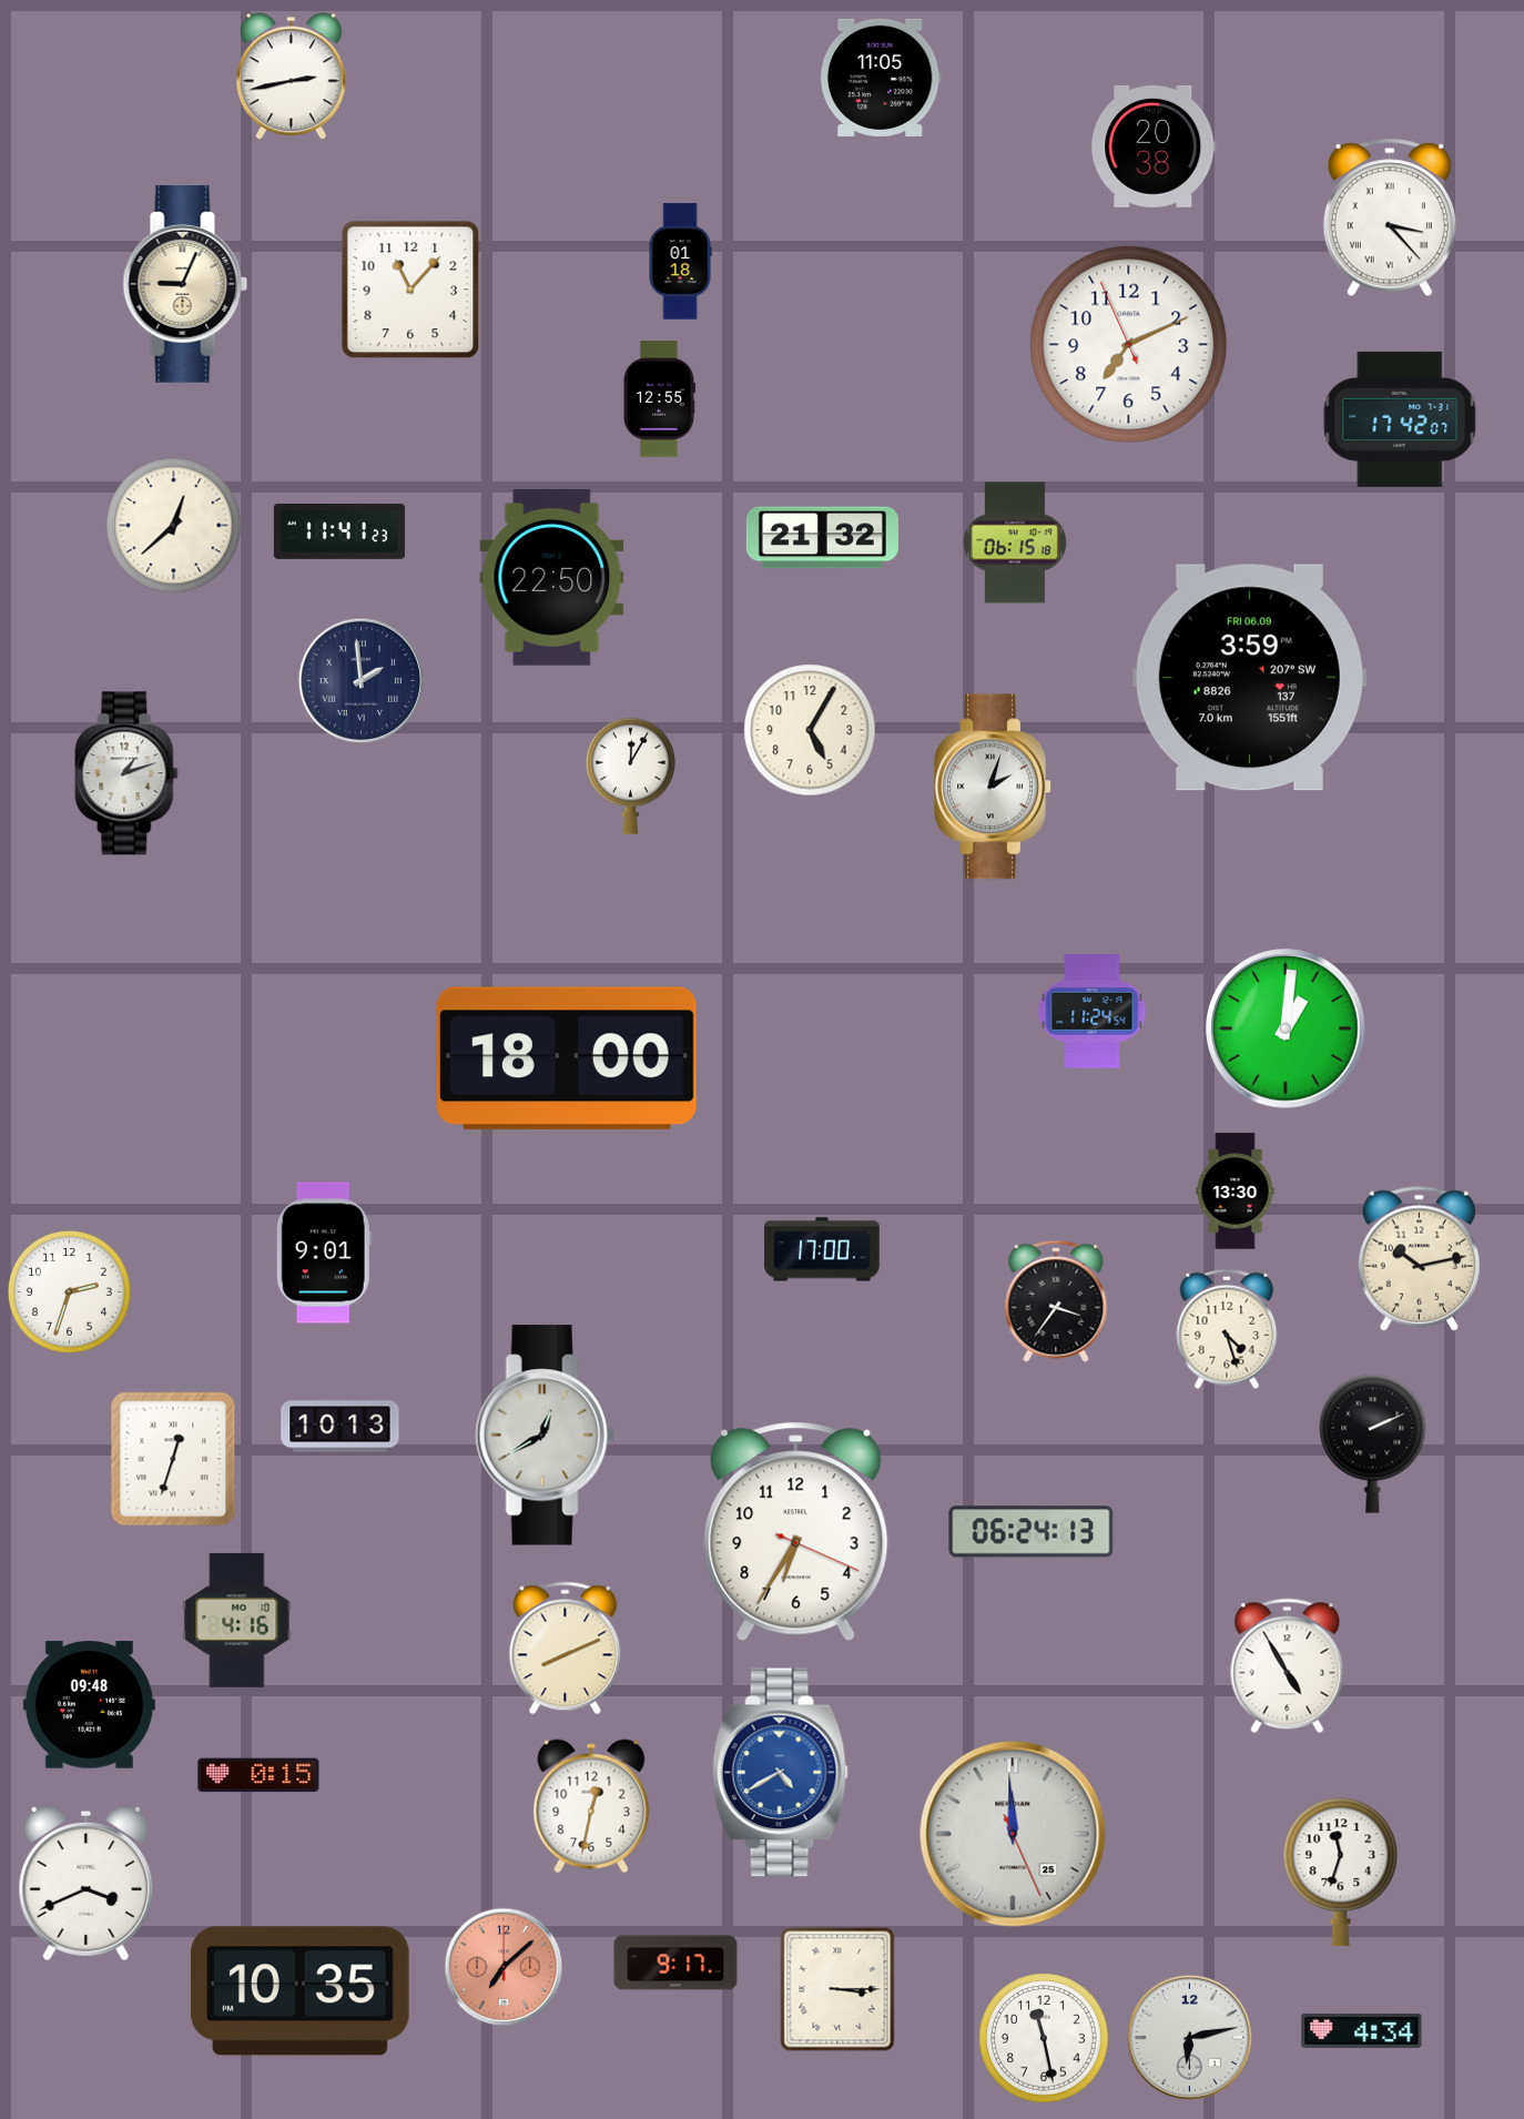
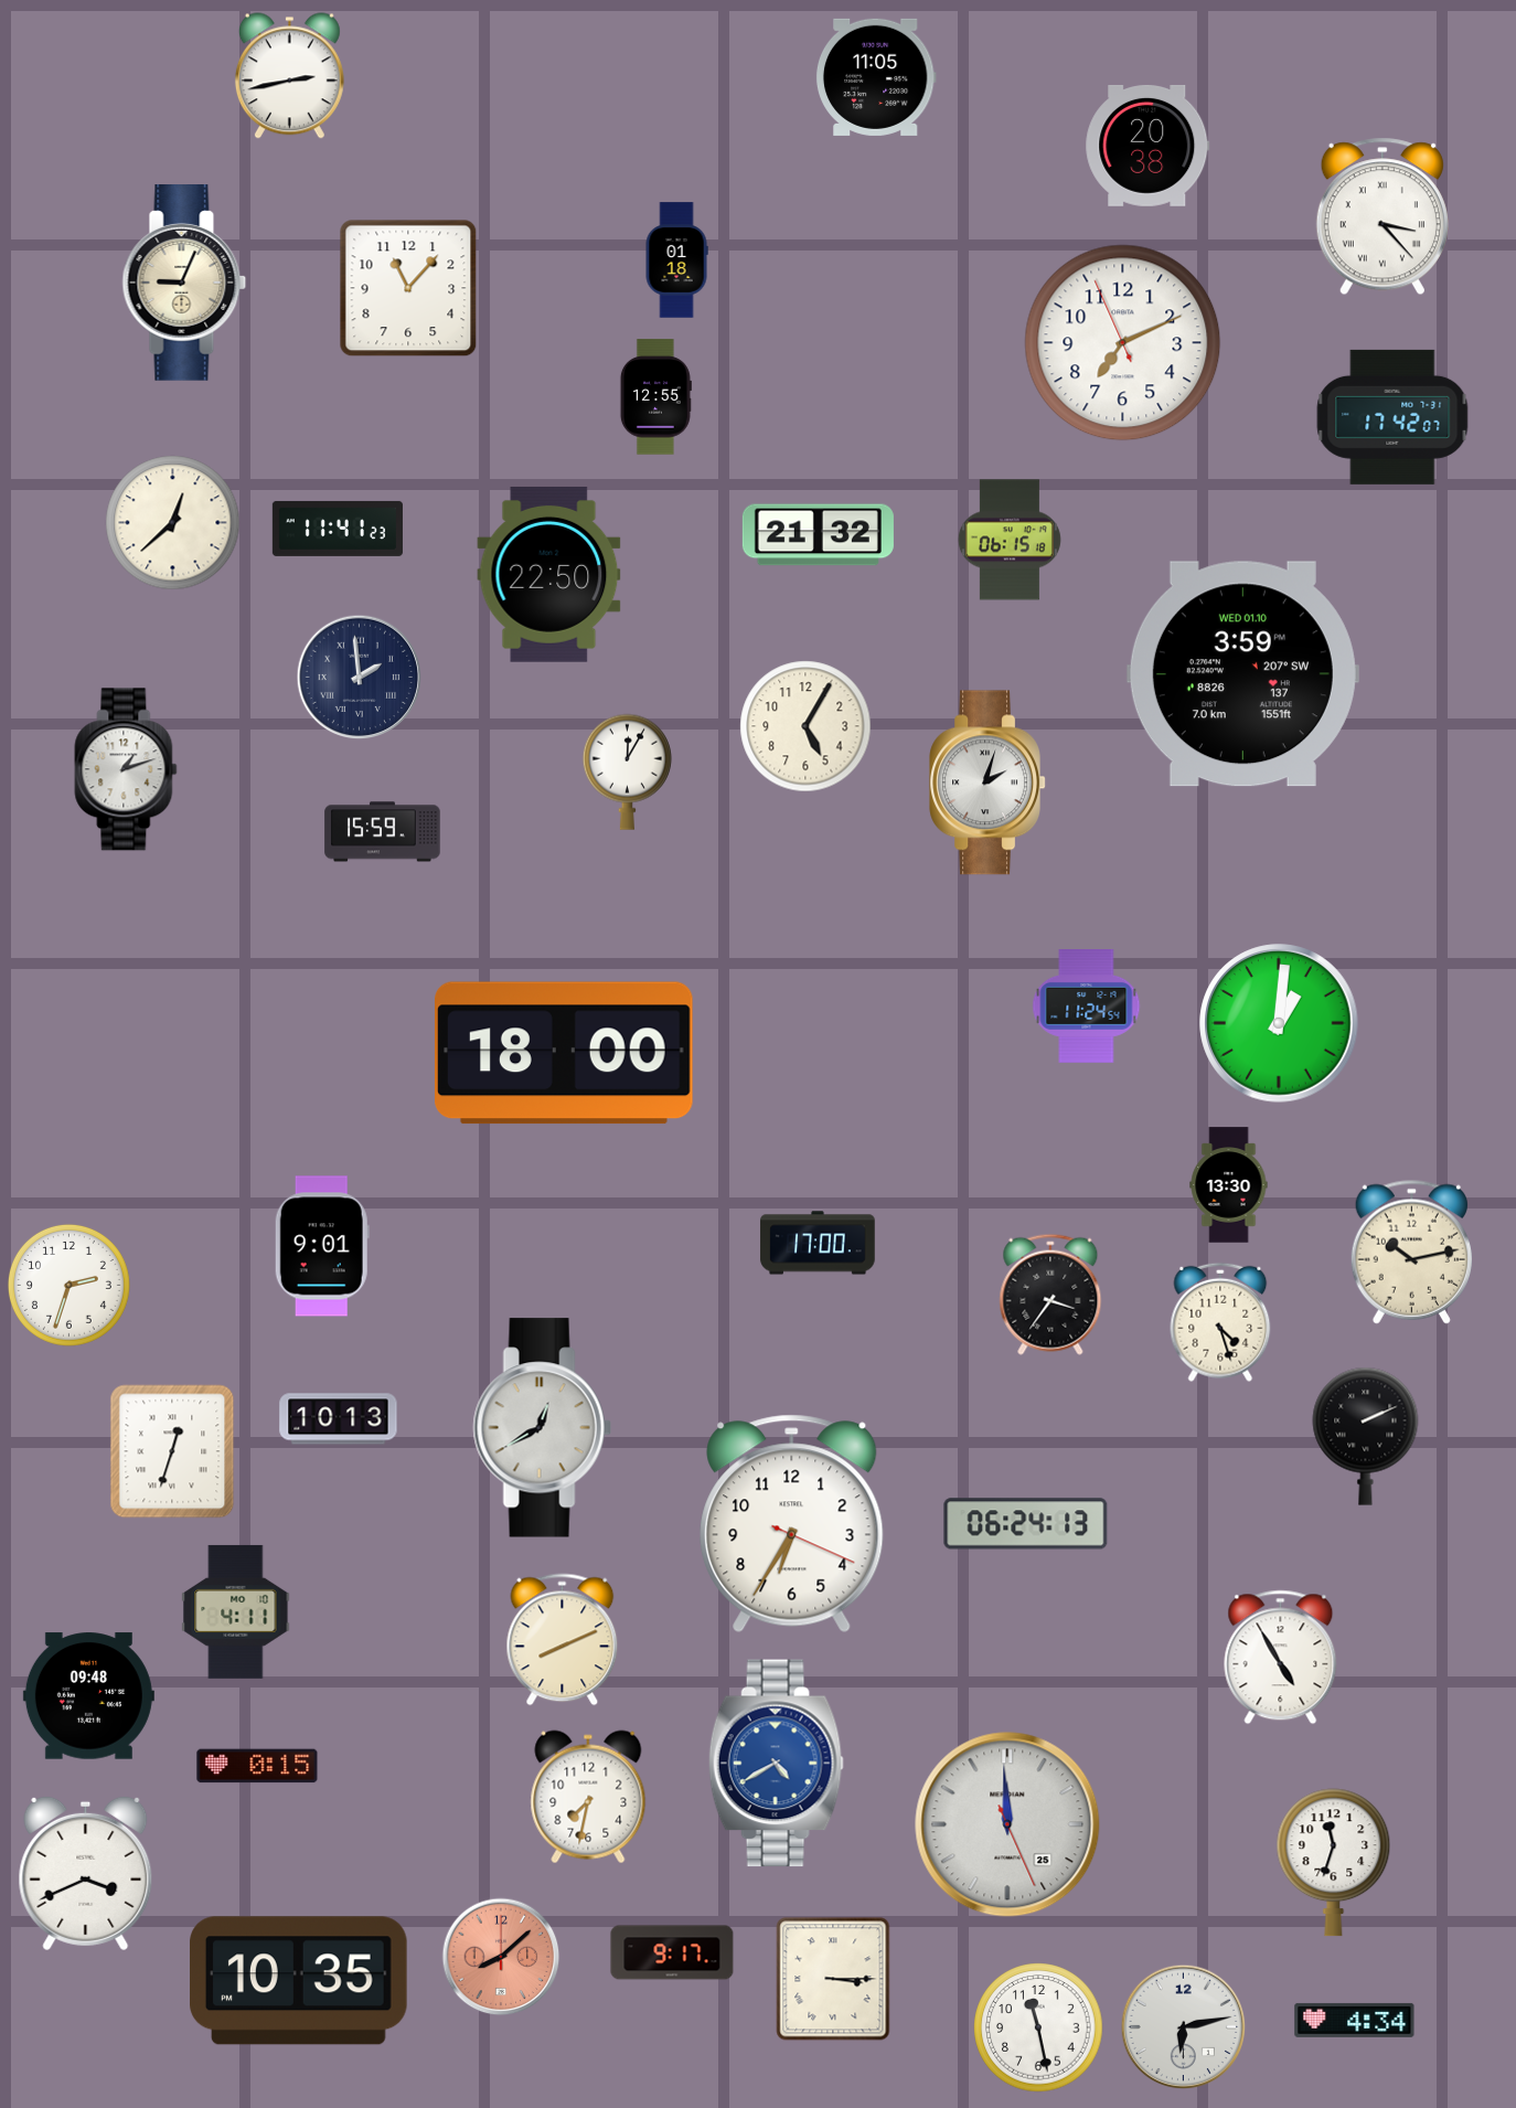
clock at (1249, 678) date: FRI 06.09 -> WED 01.10
clock at (383, 832): none -> 15:59
clock at (237, 1620): 4:16 -> 4:11
clock at (591, 1806): 12:32 -> 7:32
clock at (504, 1967): 7:08 -> 8:08
